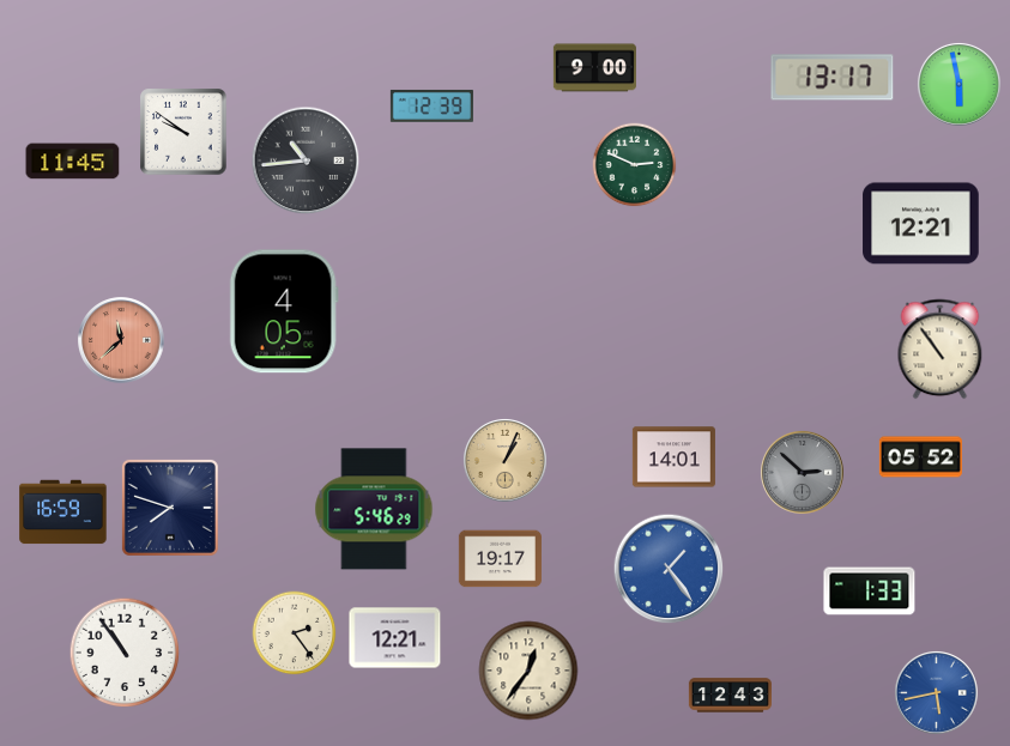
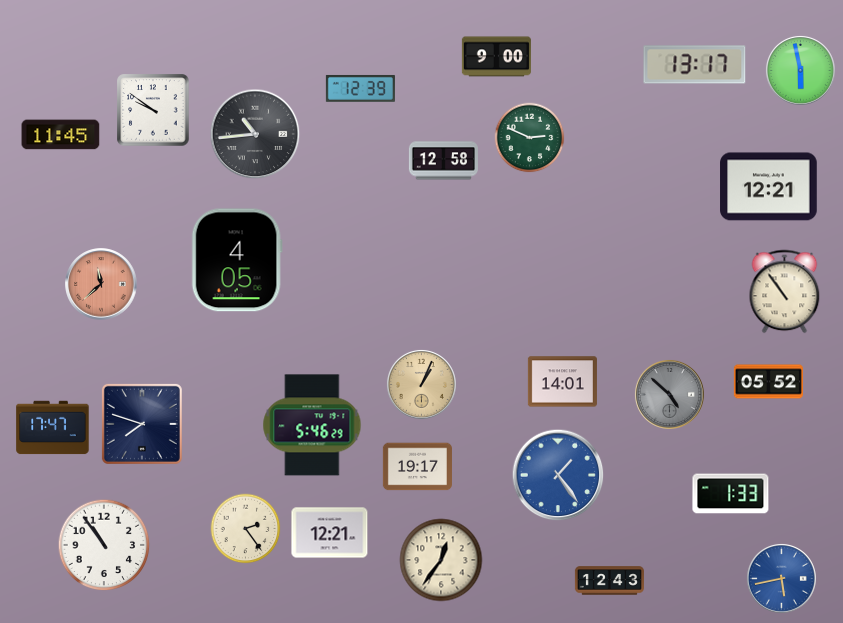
clock at (443, 161): none -> 12:58
clock at (802, 472): 2:52 -> 4:52
clock at (63, 513): 16:59 -> 17:47
clock at (870, 592) position: (870, 592) -> (731, 494)
